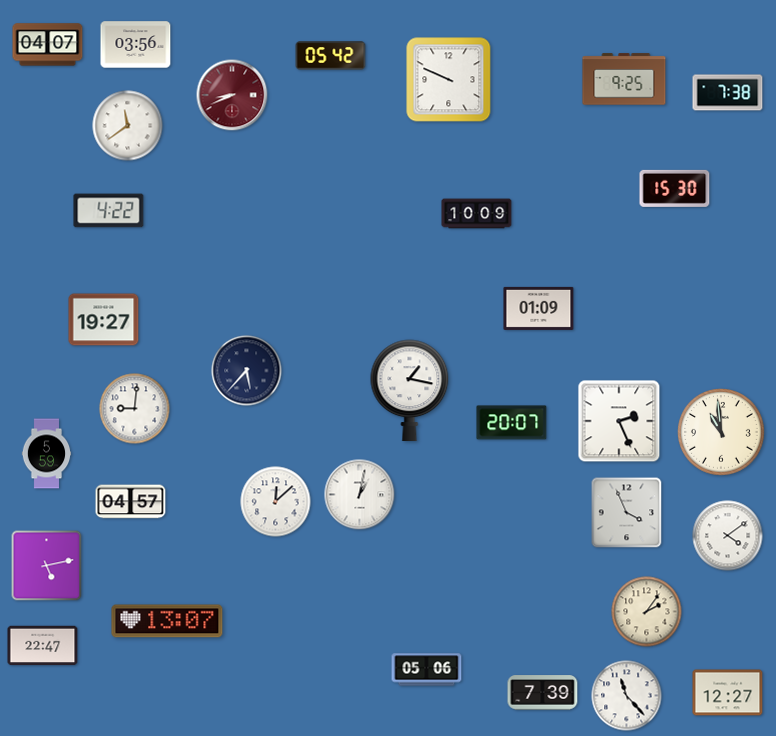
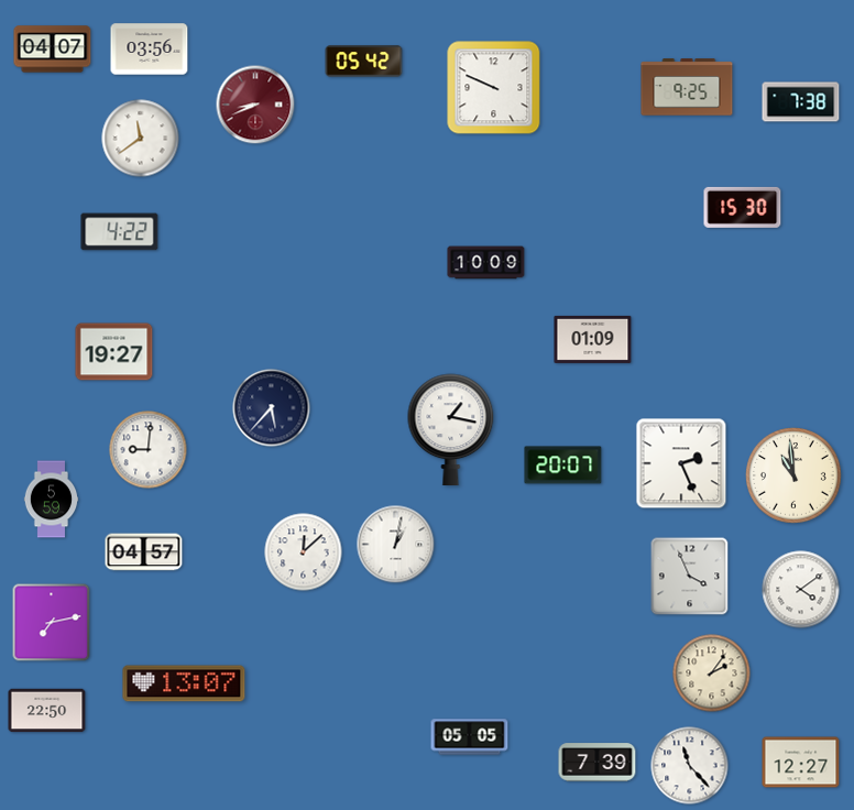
clock at (477, 214) position: (477, 214) -> (486, 263)
clock at (627, 513) position: (627, 513) -> (690, 577)
clock at (47, 566): 5:13 -> 7:13
clock at (43, 646): 22:47 -> 22:50
clock at (427, 670): 05:06 -> 05:05
